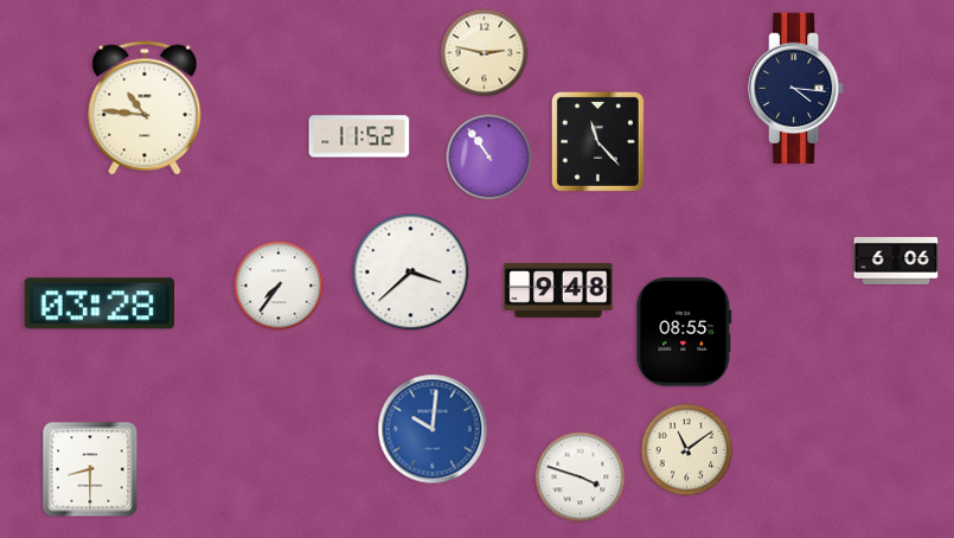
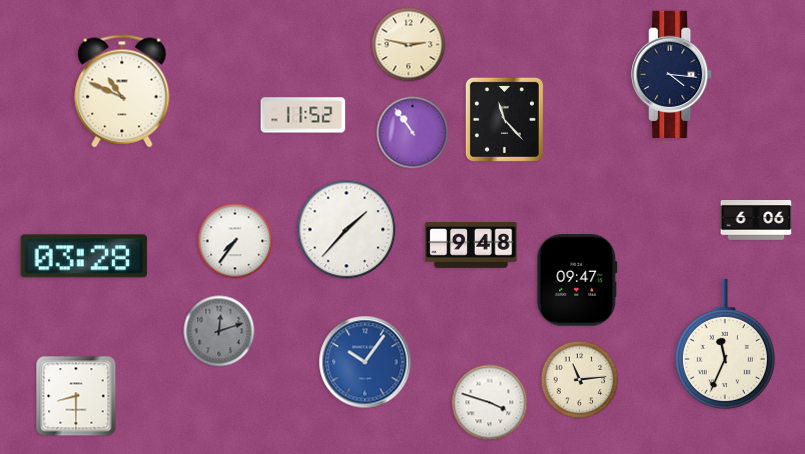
clock at (145, 108): 10:46 -> 10:49
clock at (411, 273): 3:38 -> 1:37
clock at (684, 332): 08:55 -> 09:47
clock at (219, 331): none -> 12:12
clock at (725, 344): none -> 11:34
clock at (433, 429): 10:01 -> 10:06
clock at (687, 450): 11:09 -> 11:14
